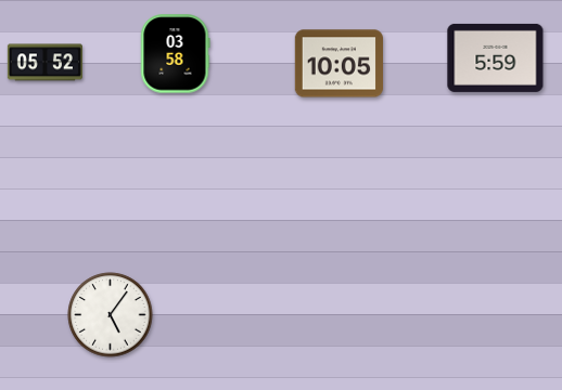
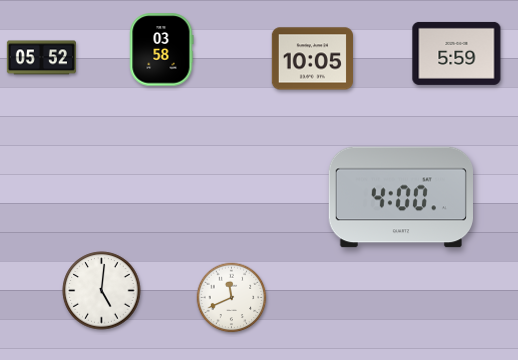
clock at (400, 197): none -> 4:00
clock at (111, 315): 5:06 -> 5:01
clock at (232, 298): none -> 11:41
